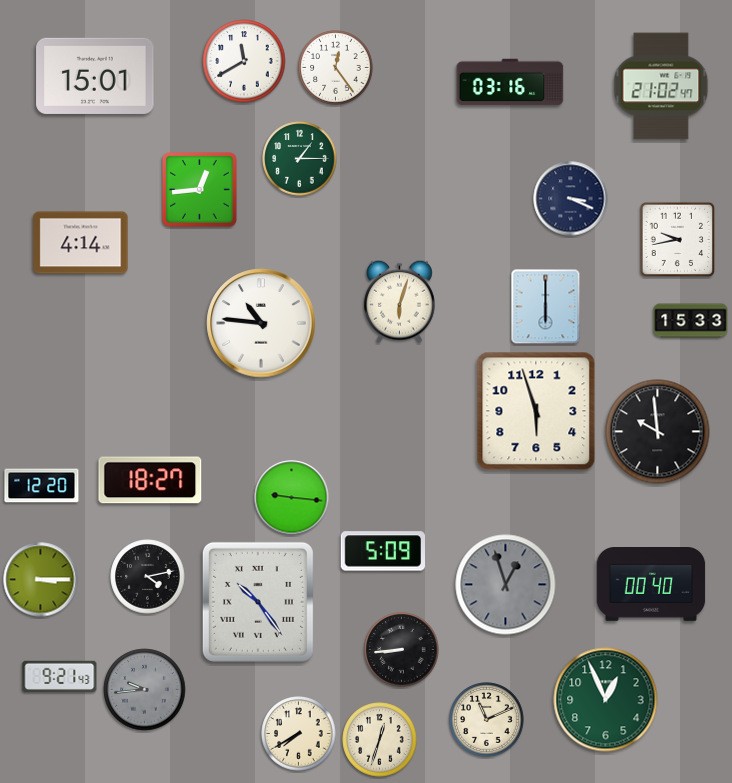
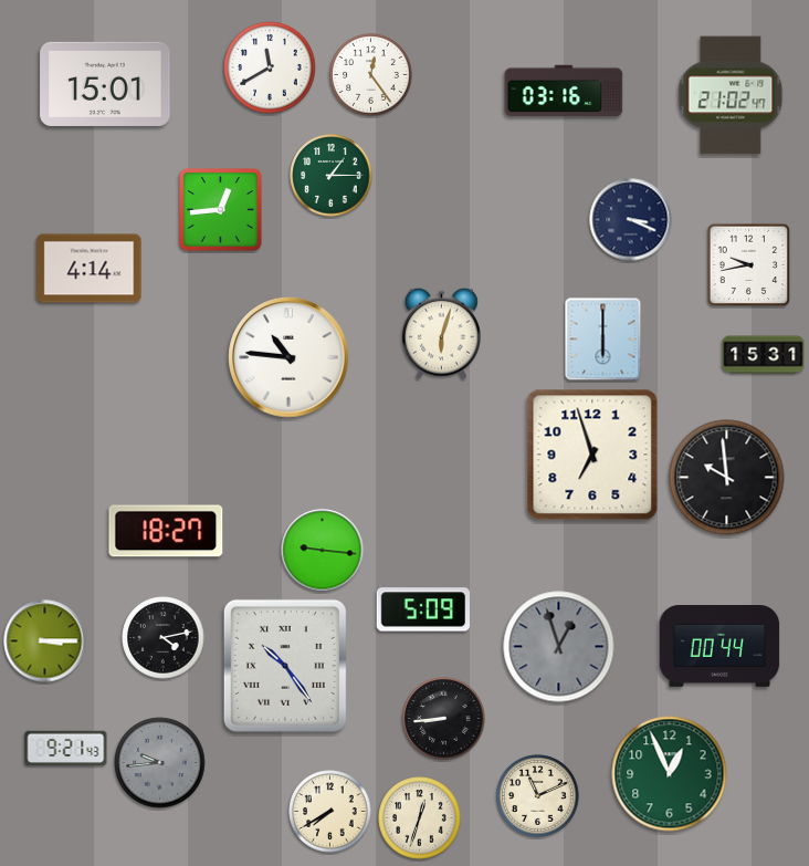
clock at (691, 321): 15:33 -> 15:31
clock at (536, 411): 5:57 -> 6:57
clock at (42, 486): 12:20 -> none
clock at (651, 585): 00:40 -> 00:44
